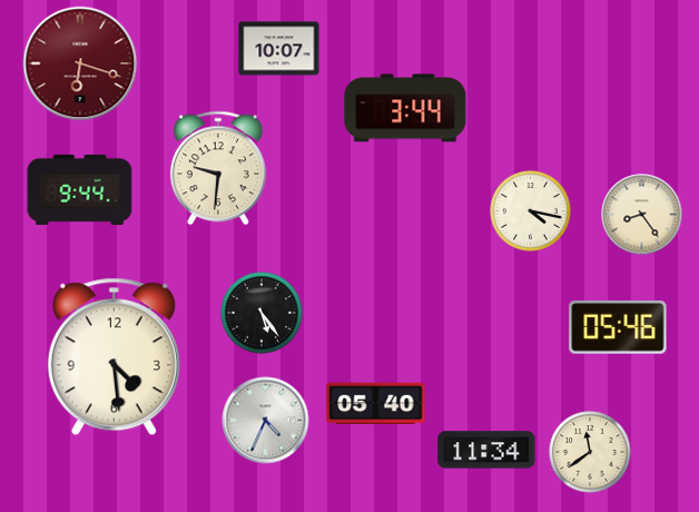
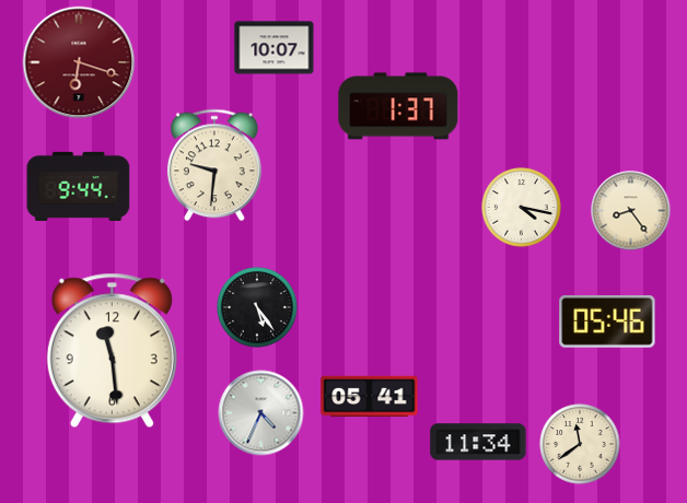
clock at (405, 108): 3:44 -> 1:37
clock at (114, 357): 4:29 -> 11:29
clock at (376, 404): 05:40 -> 05:41
